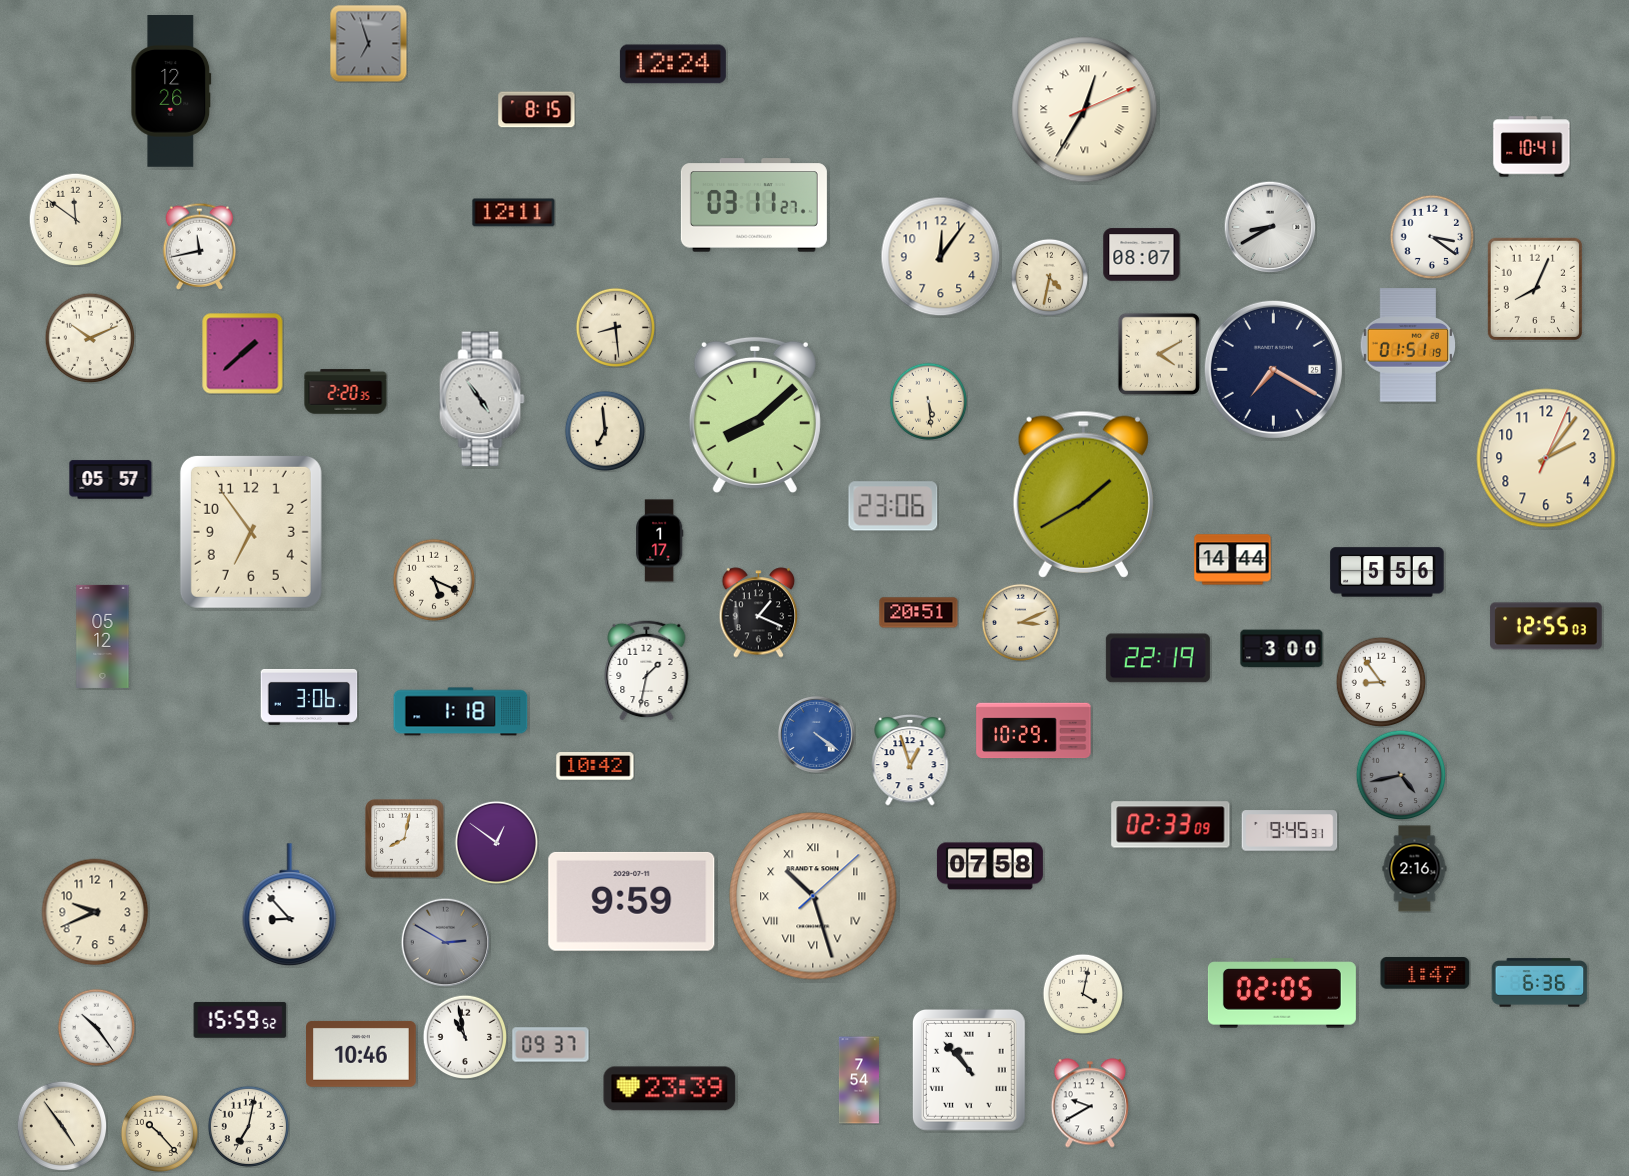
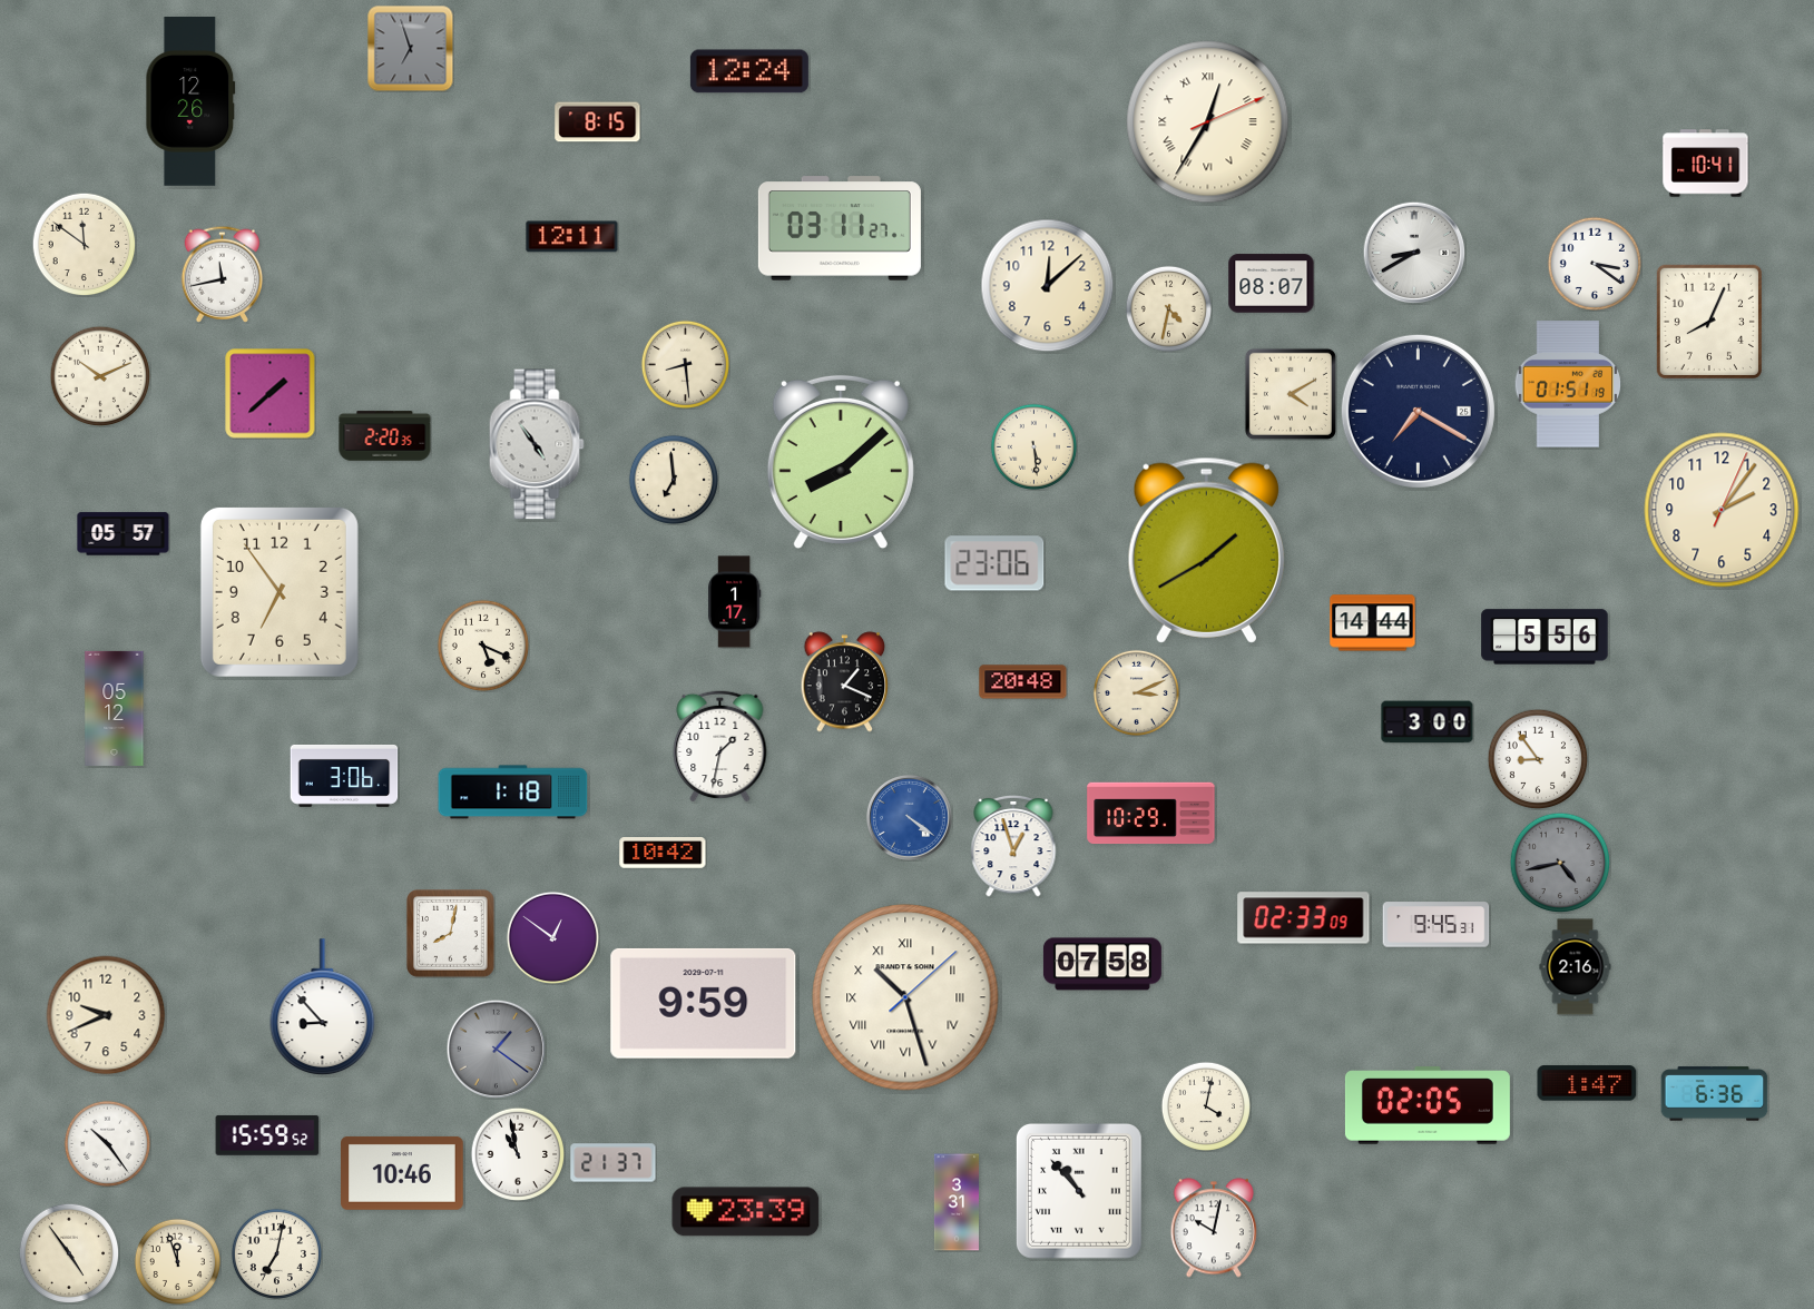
clock at (941, 257): 12:06 -> 12:08
clock at (919, 613): 20:51 -> 20:48
clock at (1546, 626): 12:55 -> none
clock at (1158, 658): 22:19 -> none
clock at (445, 942): 2:50 -> 1:21
clock at (551, 1045): 09:37 -> 21:37
clock at (859, 1080): 7:54 -> 3:31
clock at (1090, 1103): 9:40 -> 10:02
clock at (159, 1133): 10:23 -> 11:57
